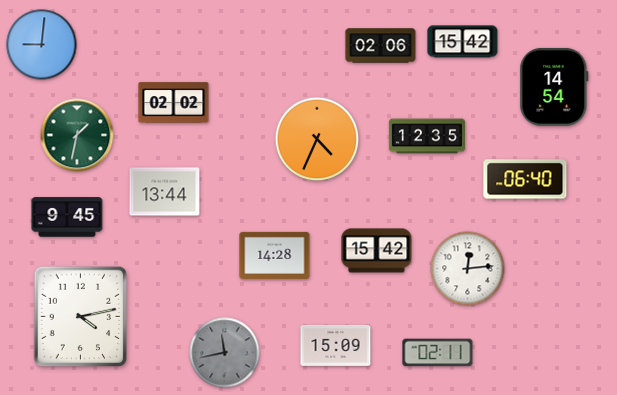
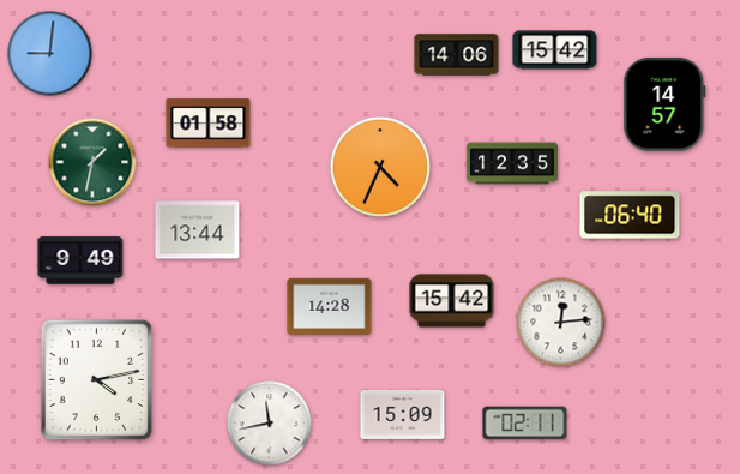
clock at (381, 46): 02:06 -> 14:06
clock at (554, 87): 14:54 -> 14:57
clock at (174, 103): 02:02 -> 01:58
clock at (67, 217): 9:45 -> 9:49
clock at (225, 353) dial: grey -> white
